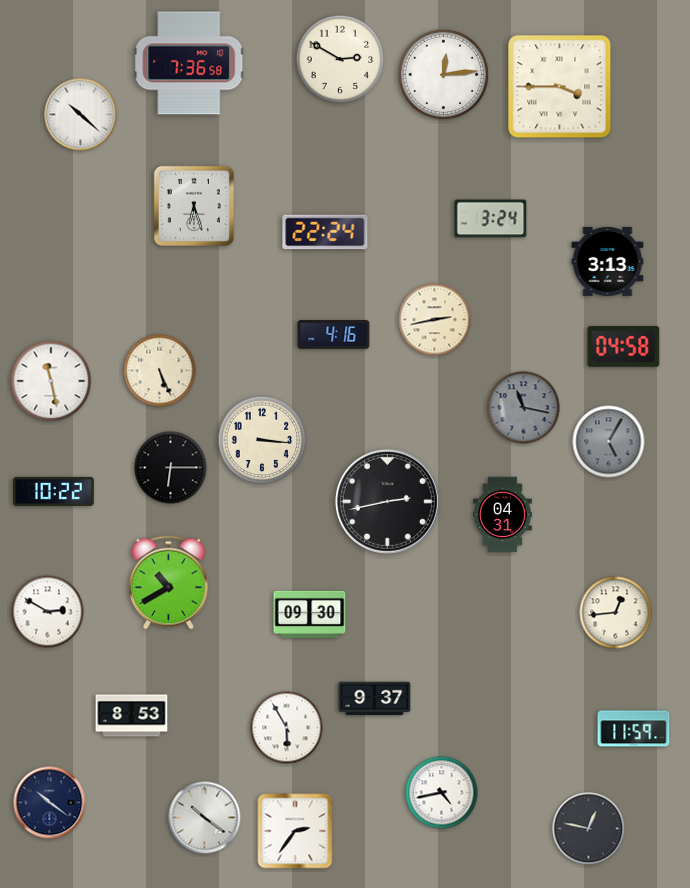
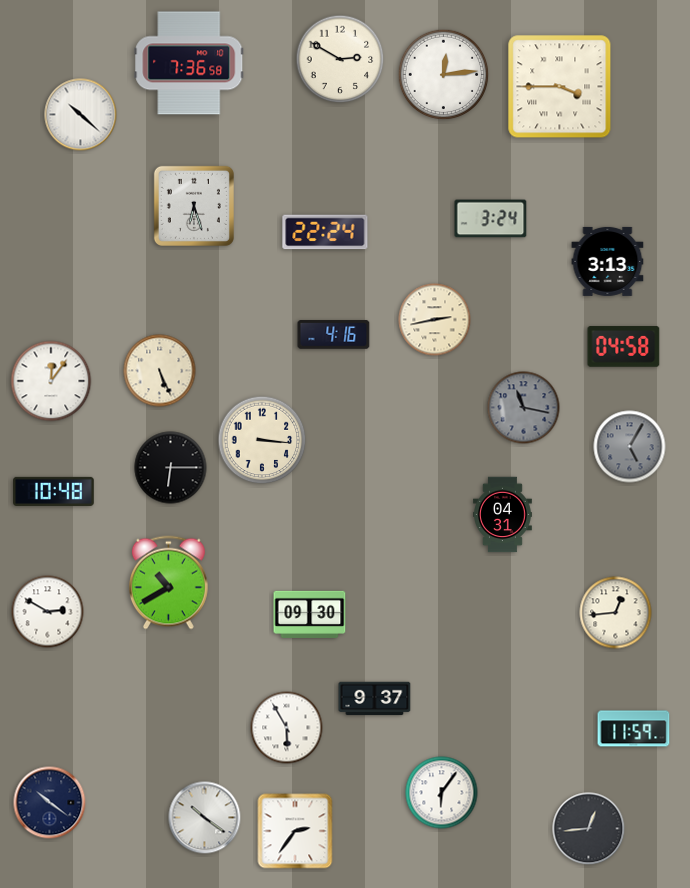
clock at (51, 381): 11:28 -> 12:06
clock at (609, 442) position: (609, 442) -> (630, 447)
clock at (54, 491): 10:22 -> 10:48
clock at (387, 501): 2:43 -> none
clock at (132, 716): 8:53 -> none
clock at (442, 793): 4:43 -> 6:06
clock at (589, 829): 12:47 -> 12:44
